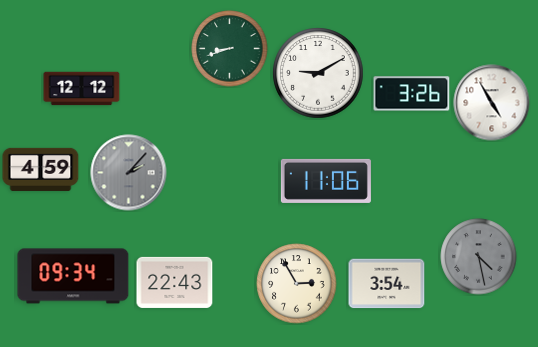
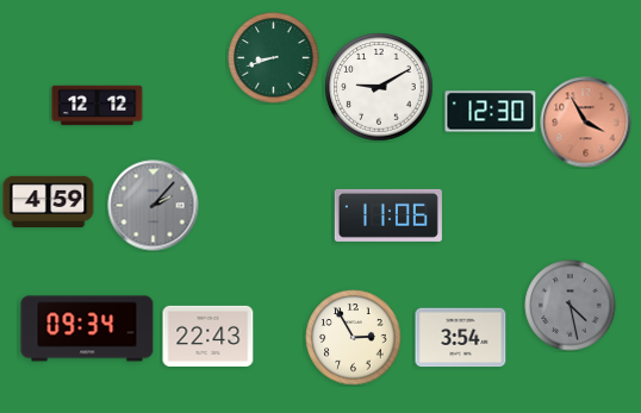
clock at (412, 94): 3:26 -> 12:30
clock at (492, 103): 4:55 -> 3:55
clock at (492, 103) dial: white -> salmon
